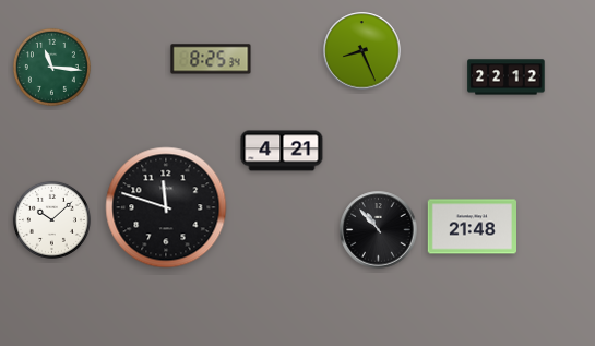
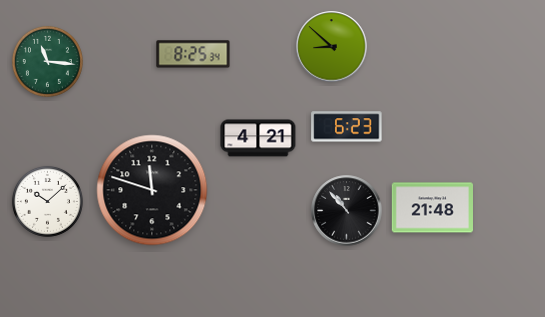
clock at (362, 51): 8:26 -> 8:52
clock at (507, 77): 22:12 -> none
clock at (347, 127): none -> 6:23
